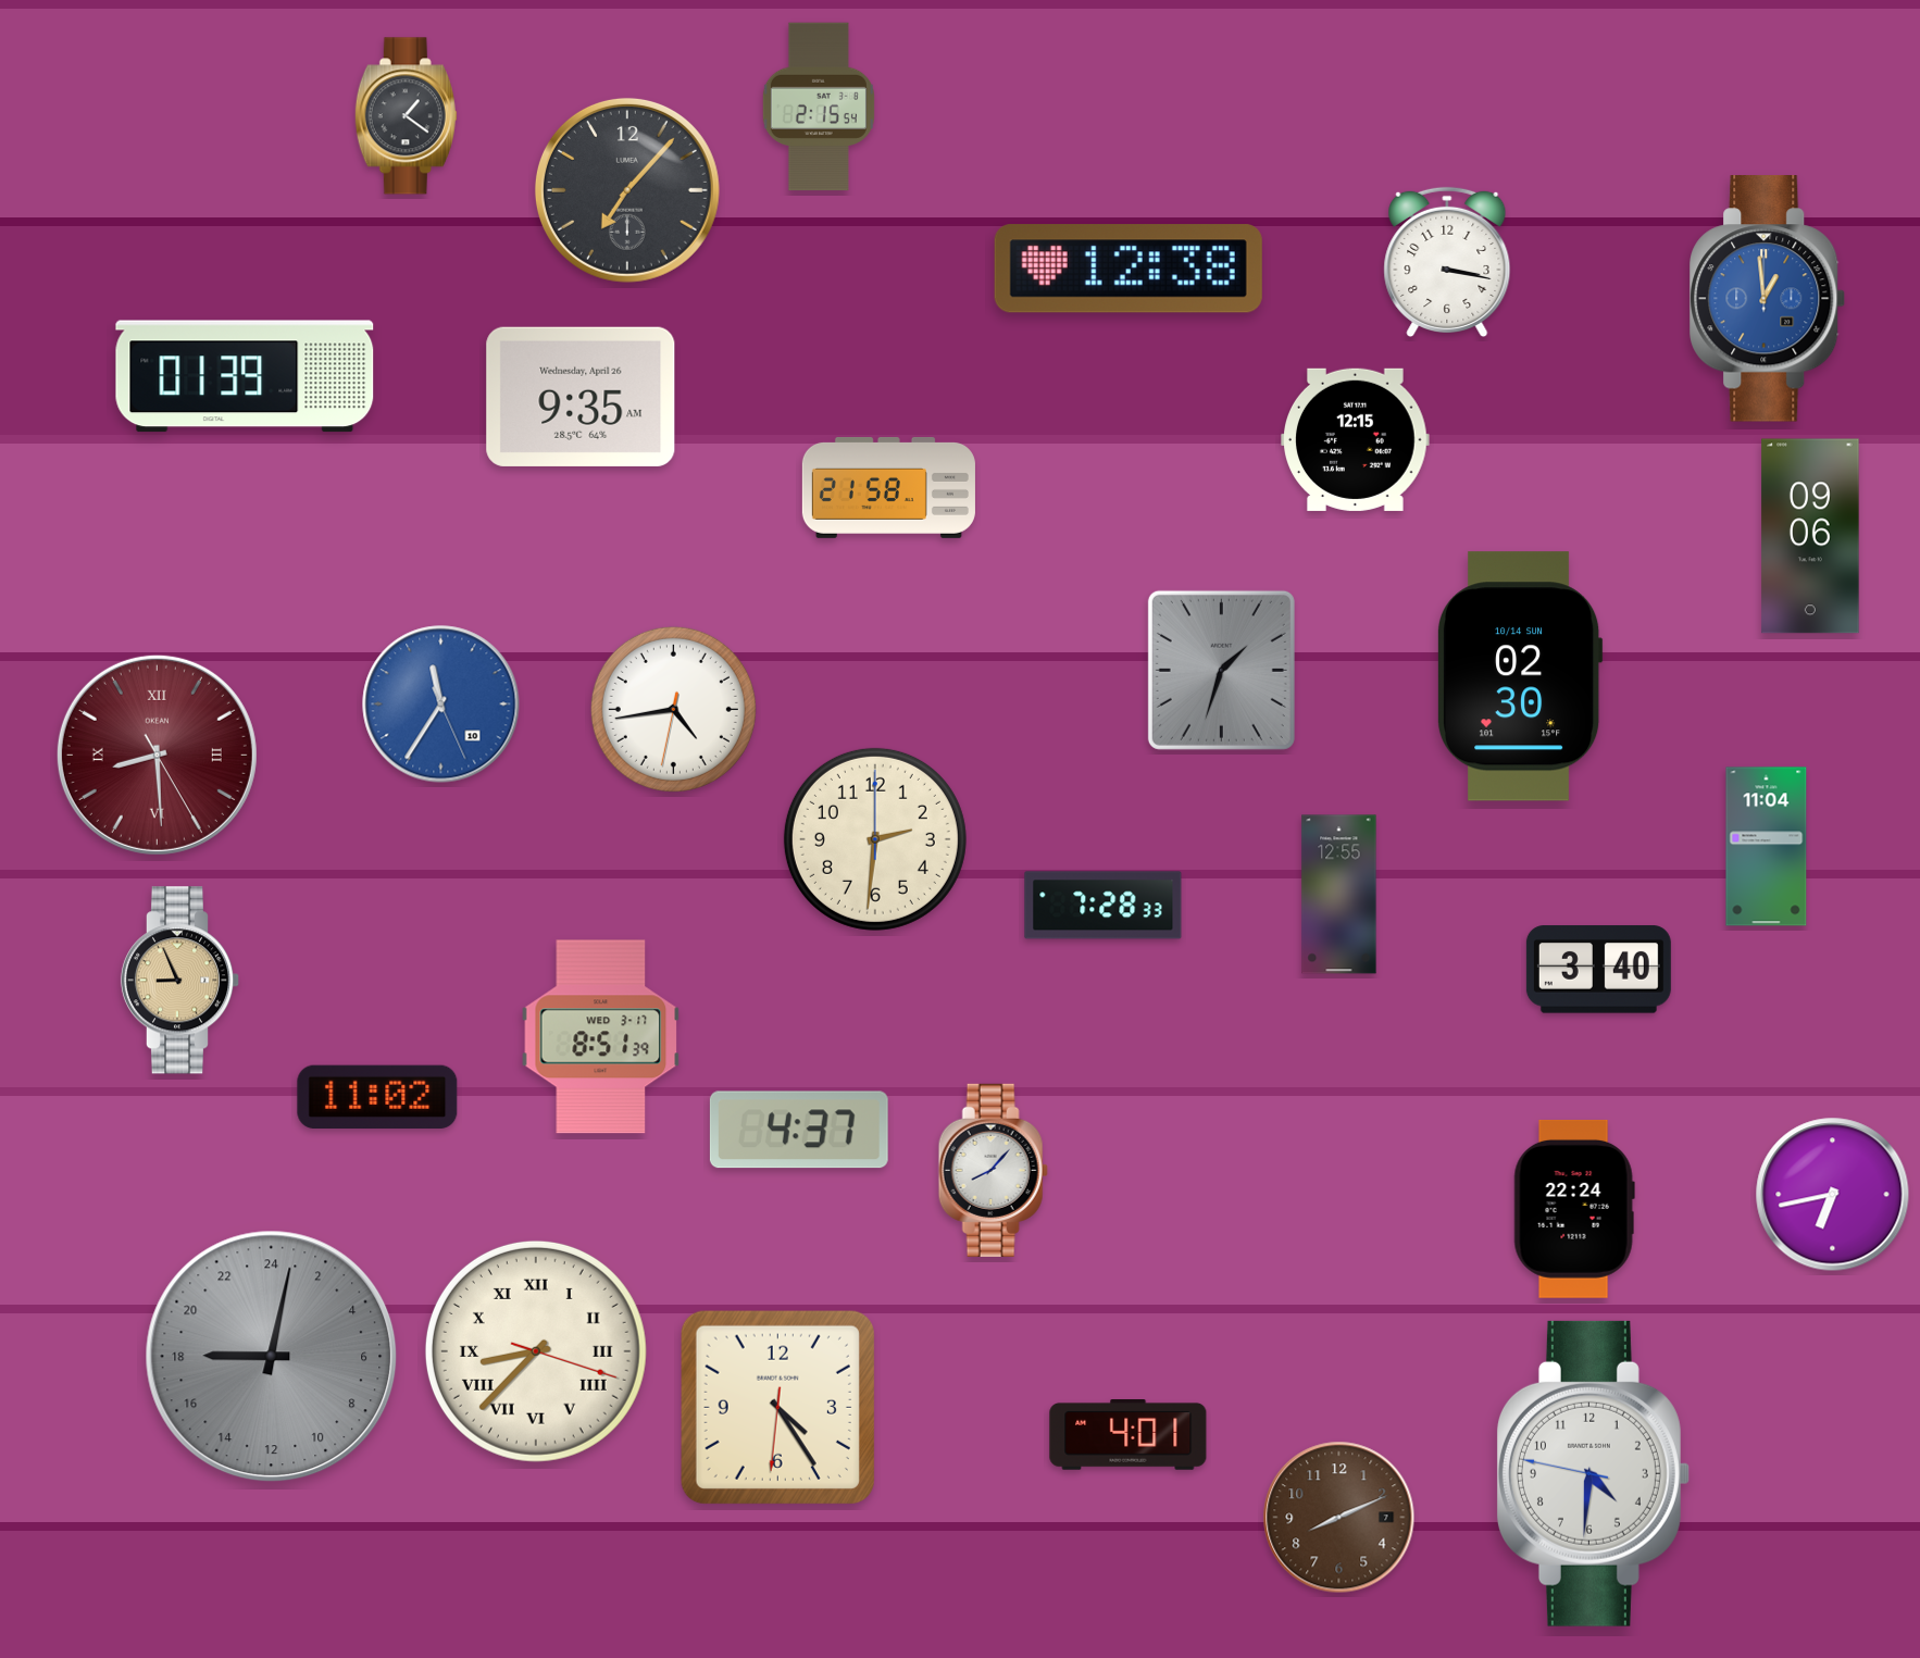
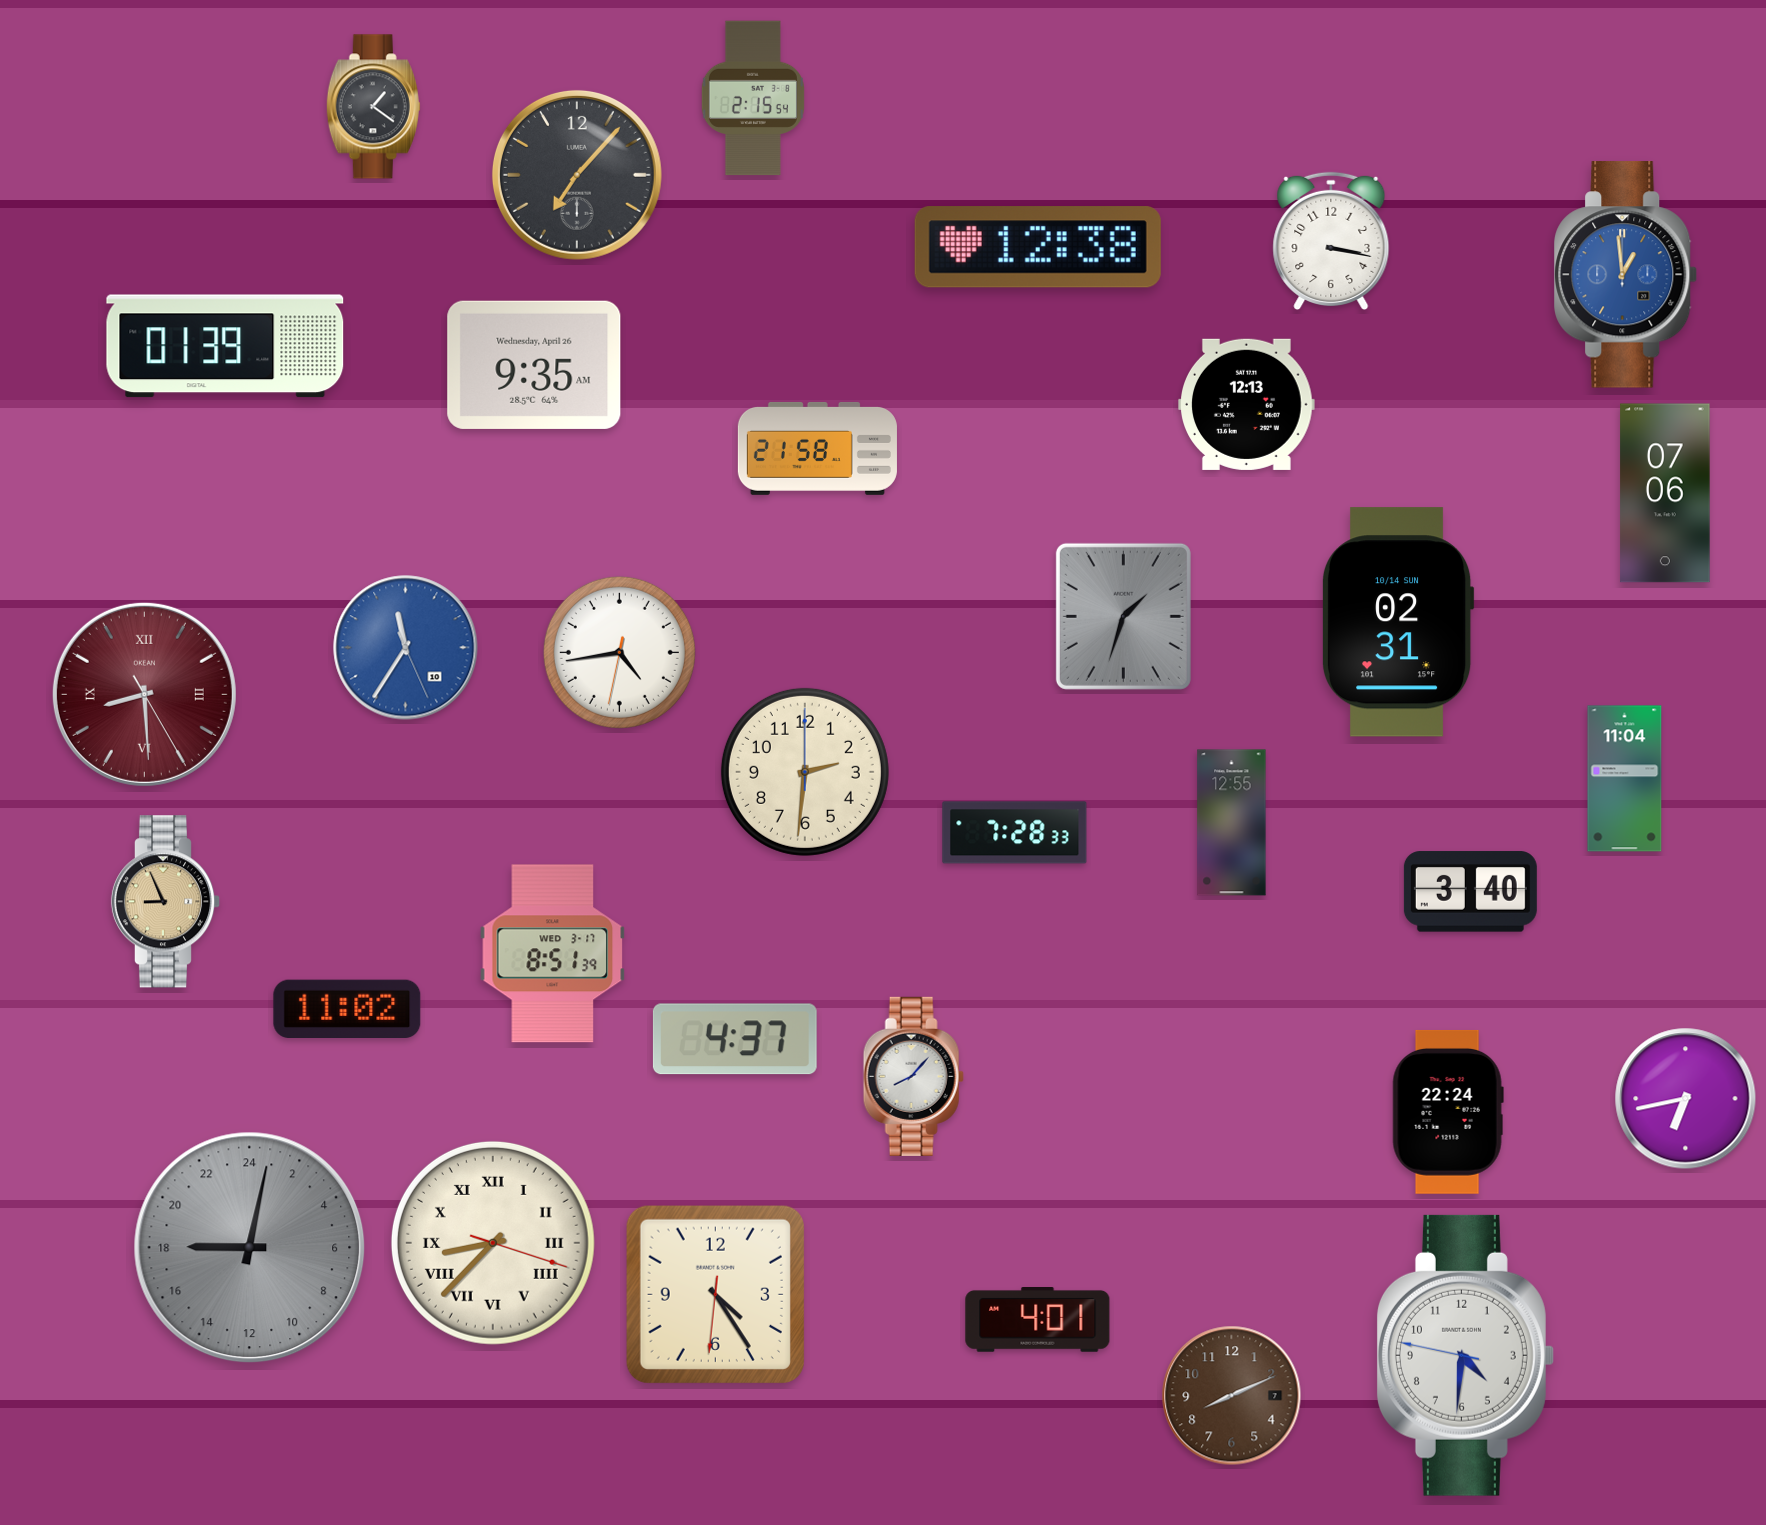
clock at (1356, 439): 12:15 -> 12:13
clock at (1810, 536): 09:06 -> 07:06
clock at (1520, 676): 02:30 -> 02:31
